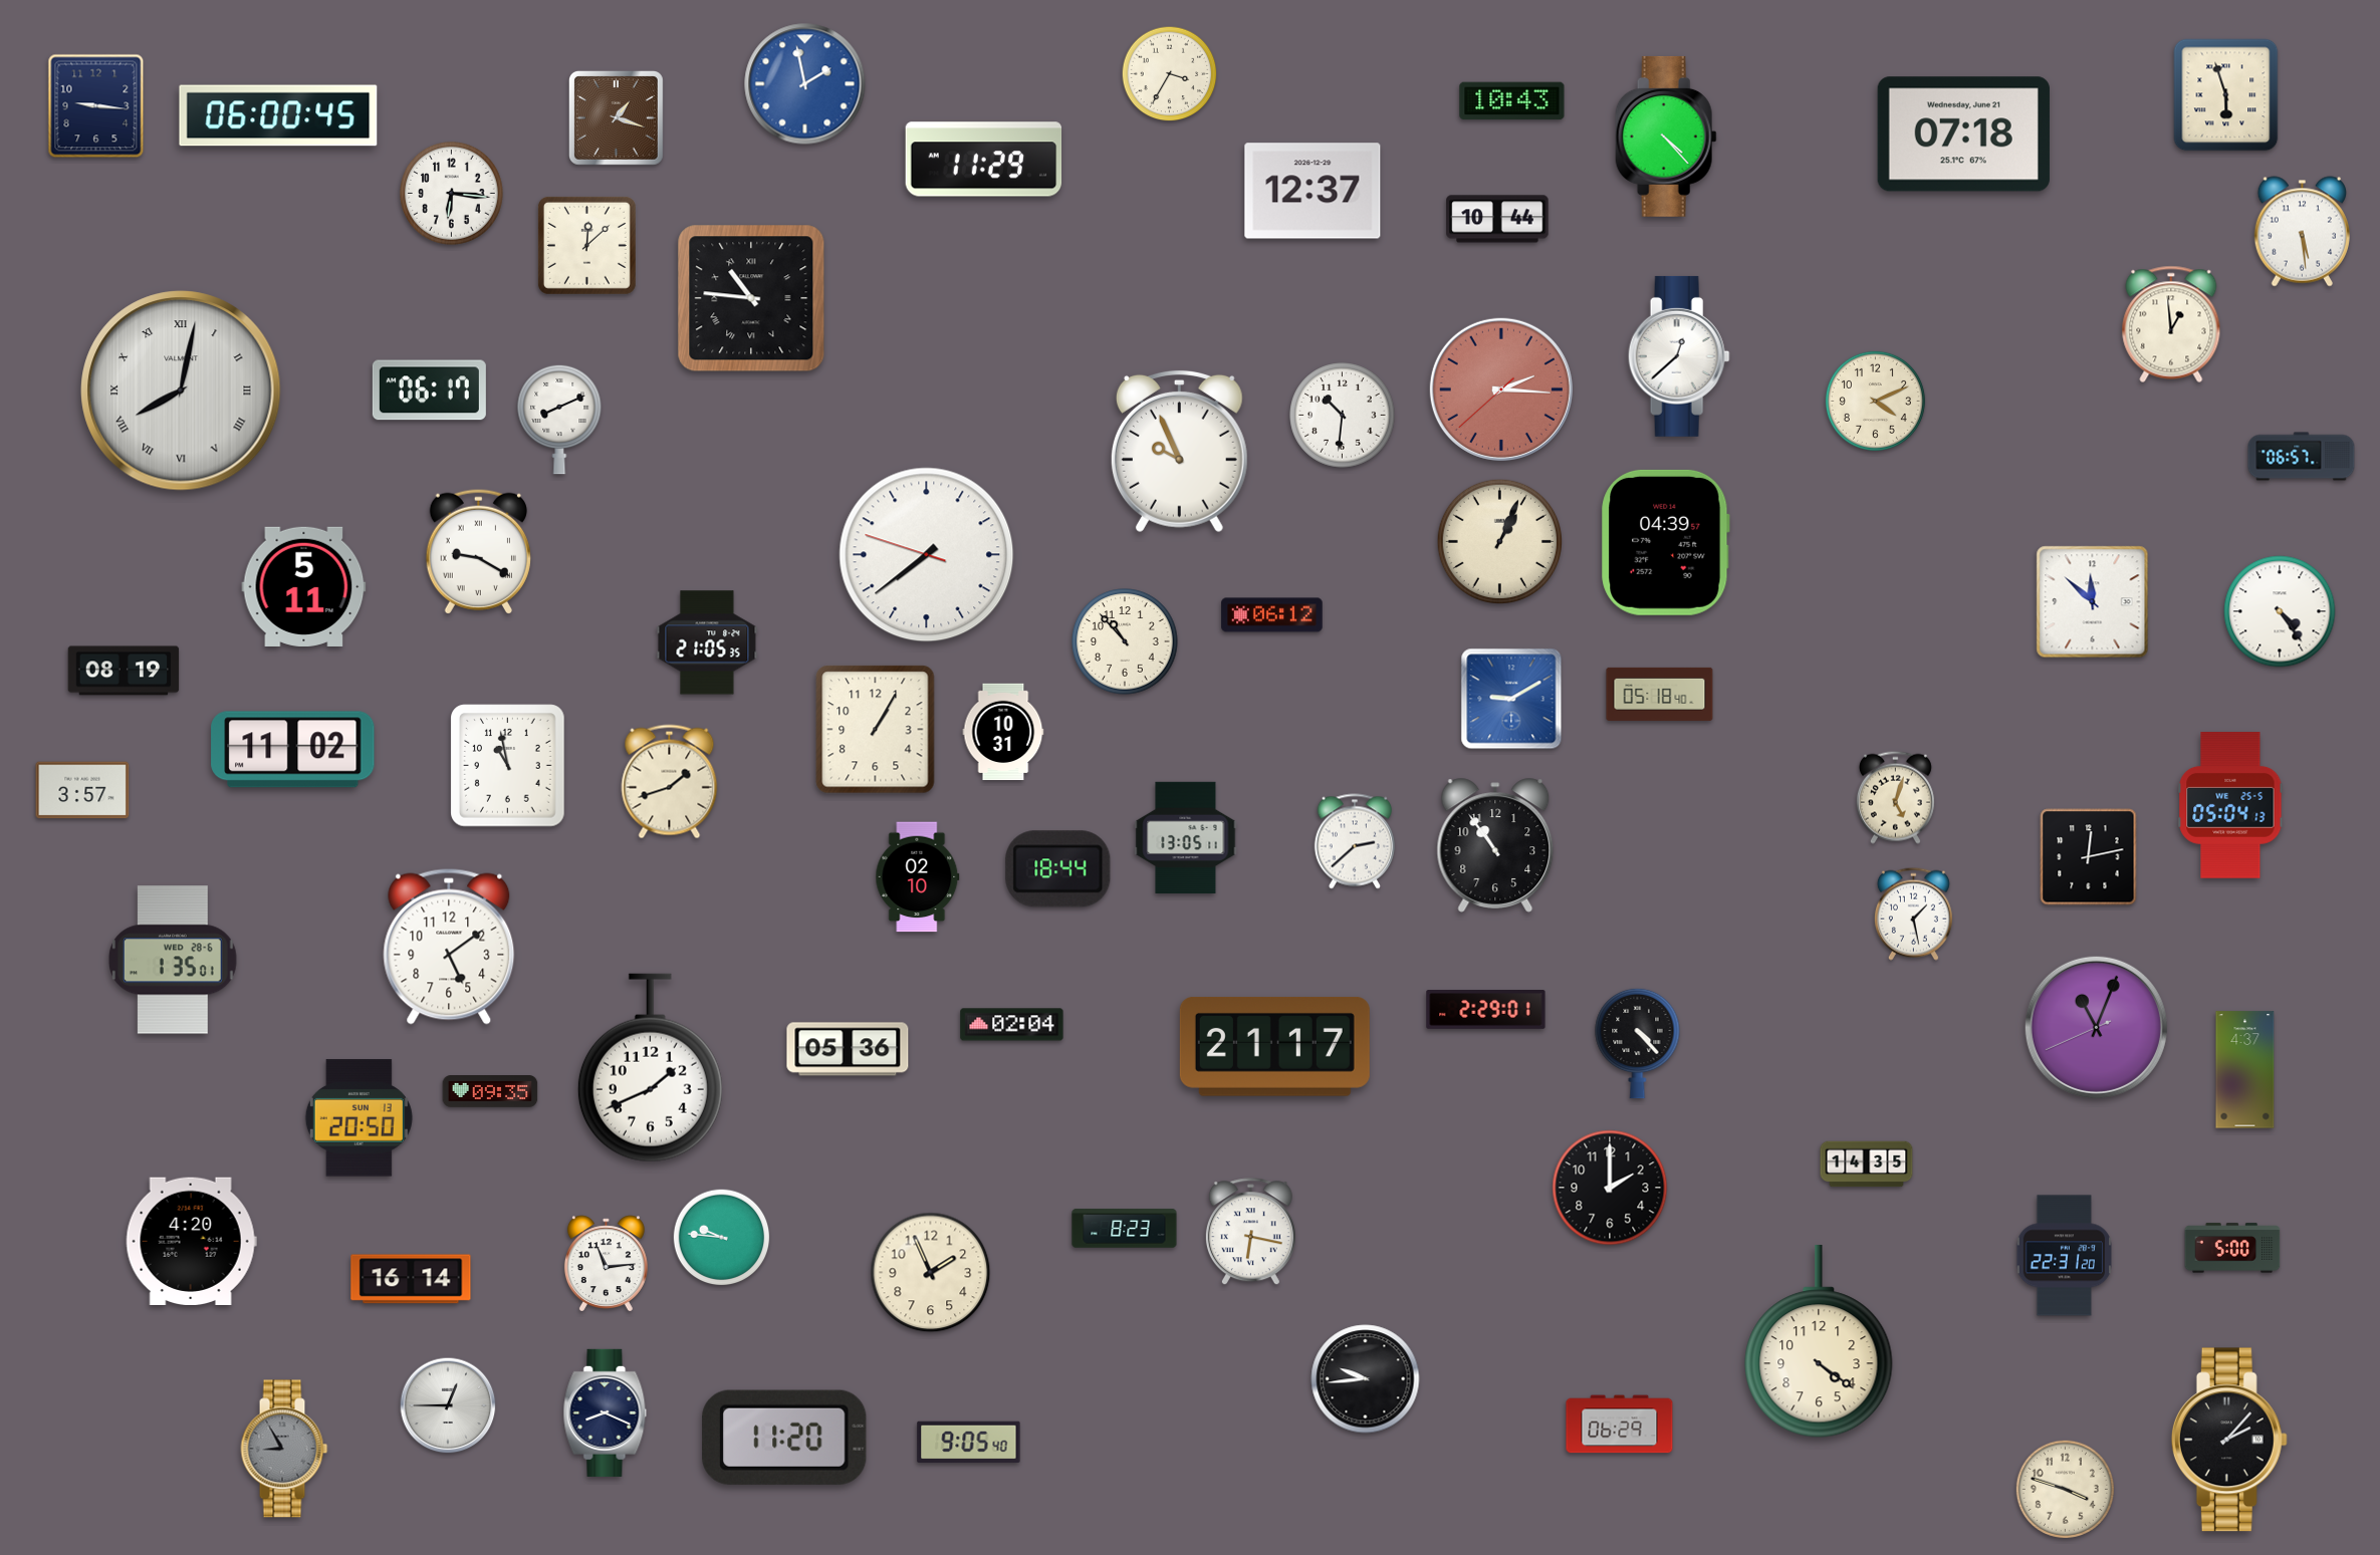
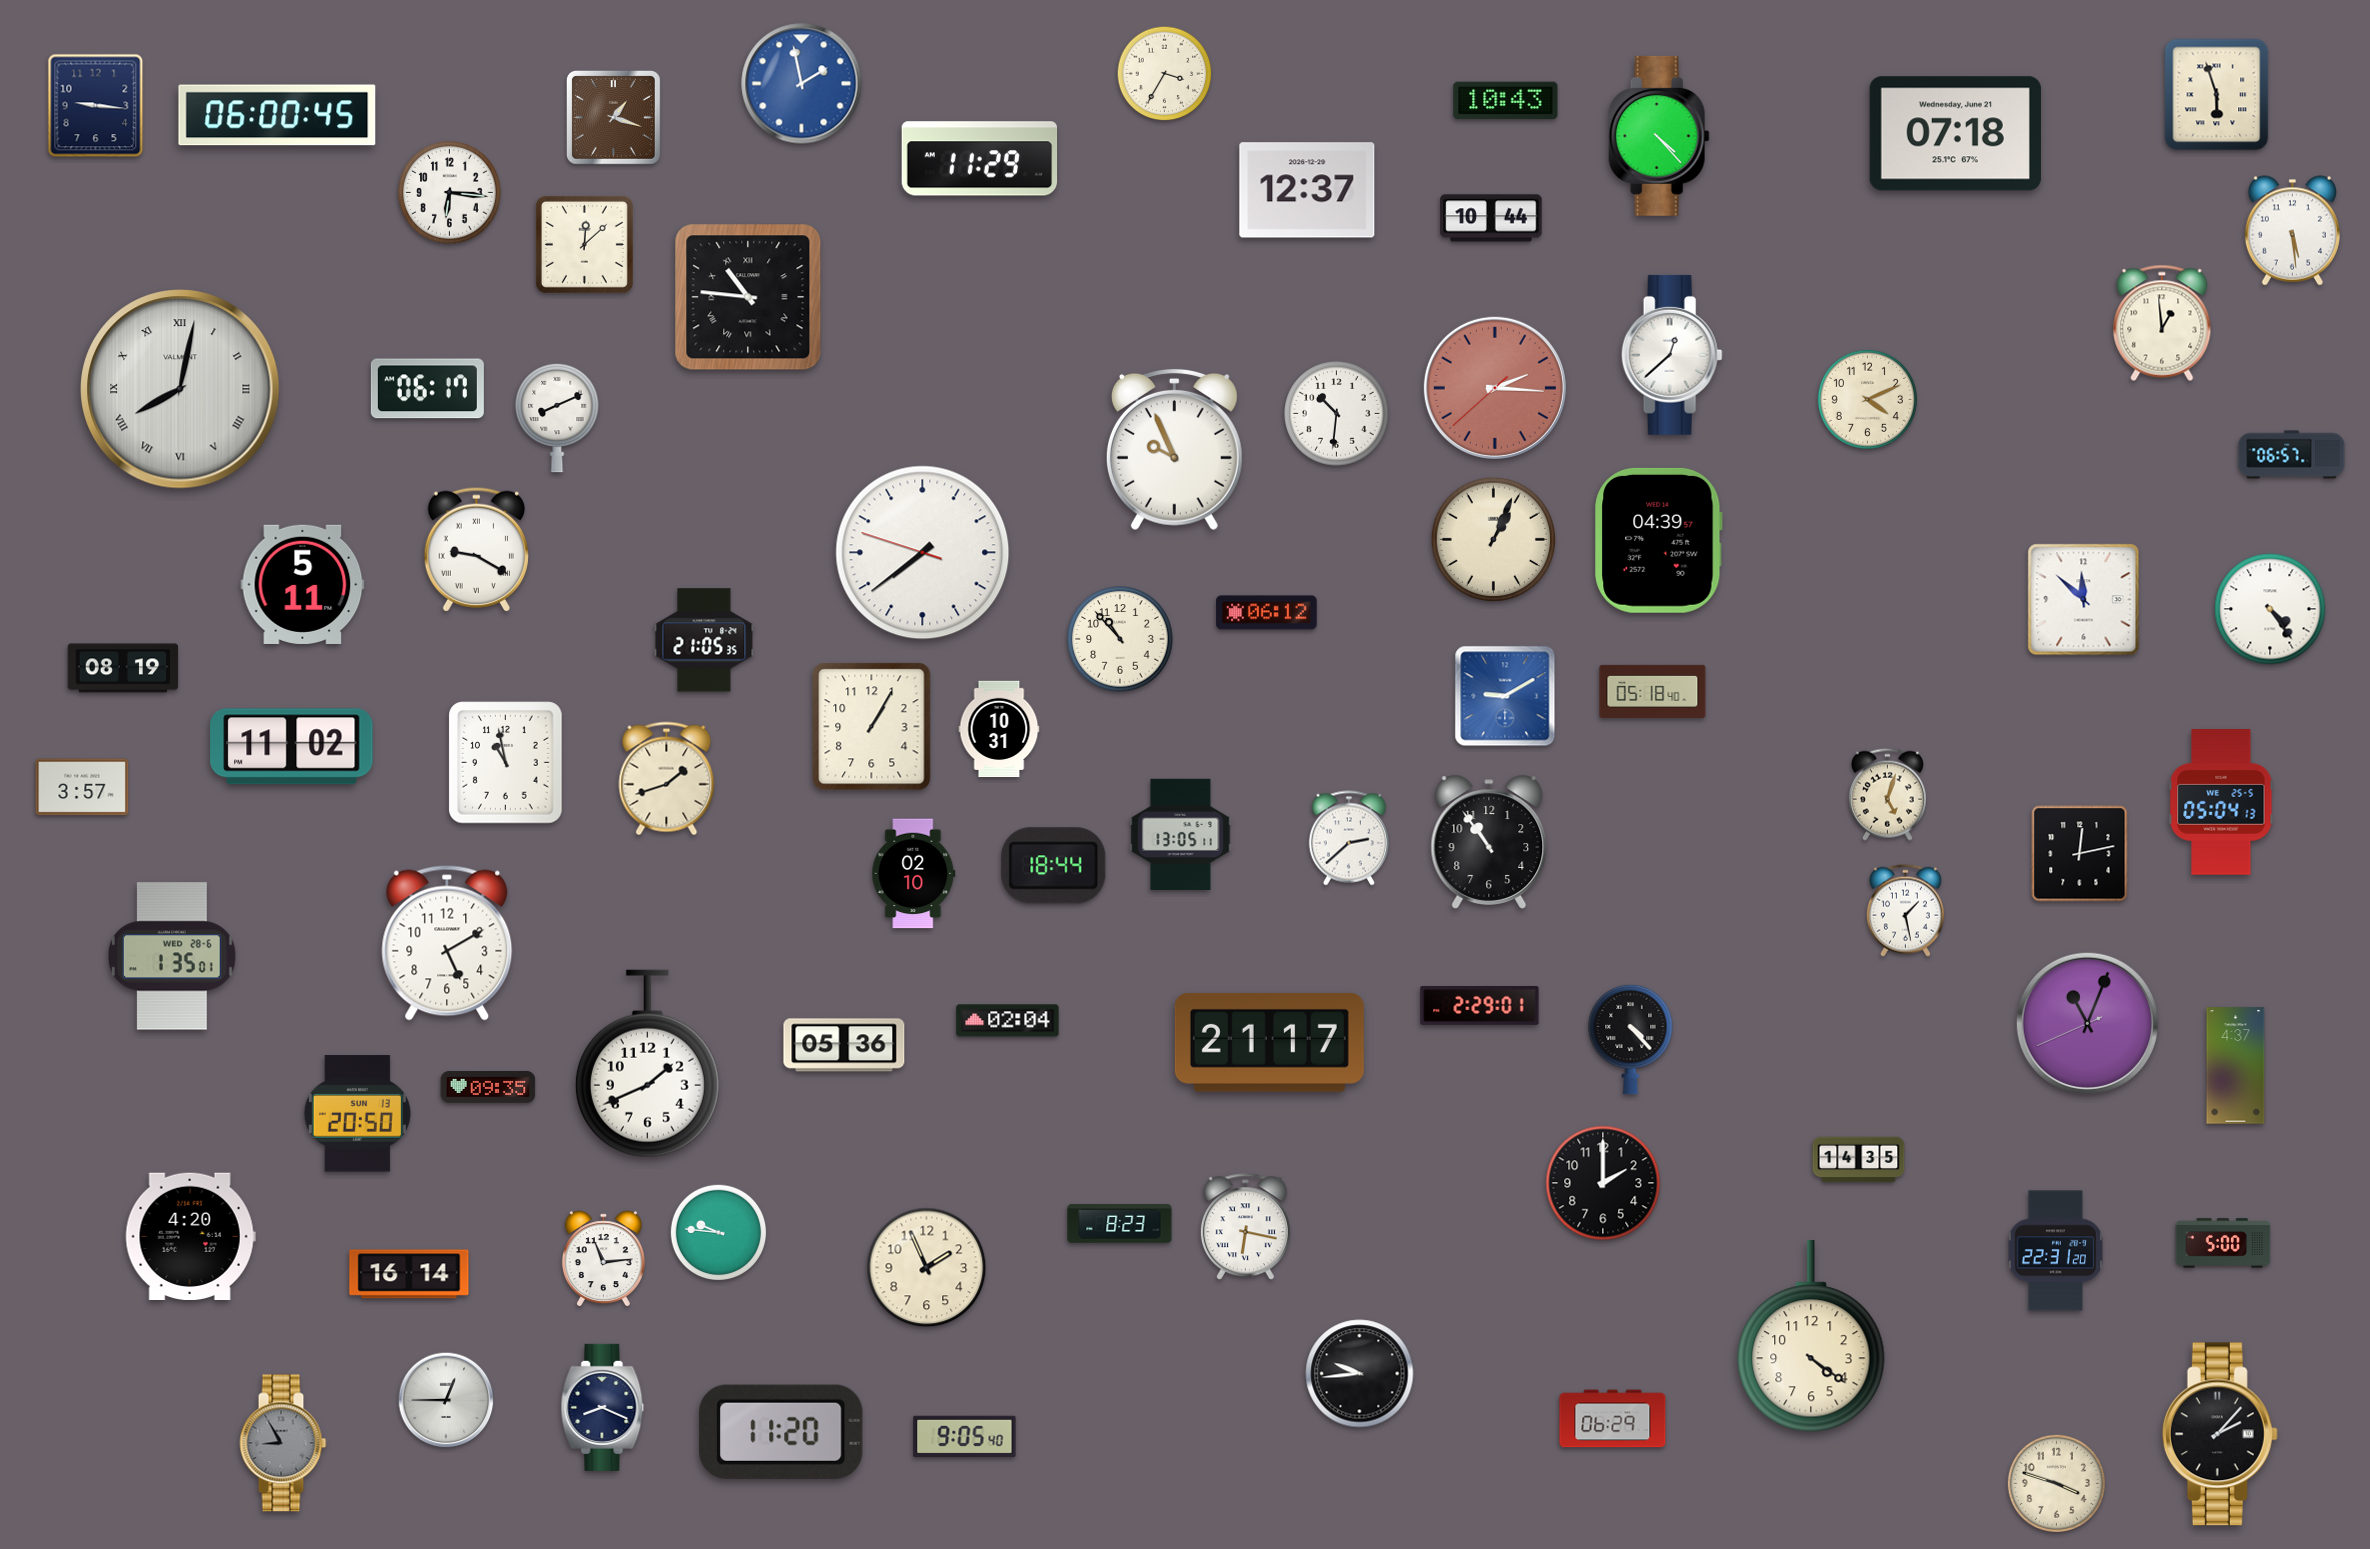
clock at (449, 947): 5:09 -> 5:10
